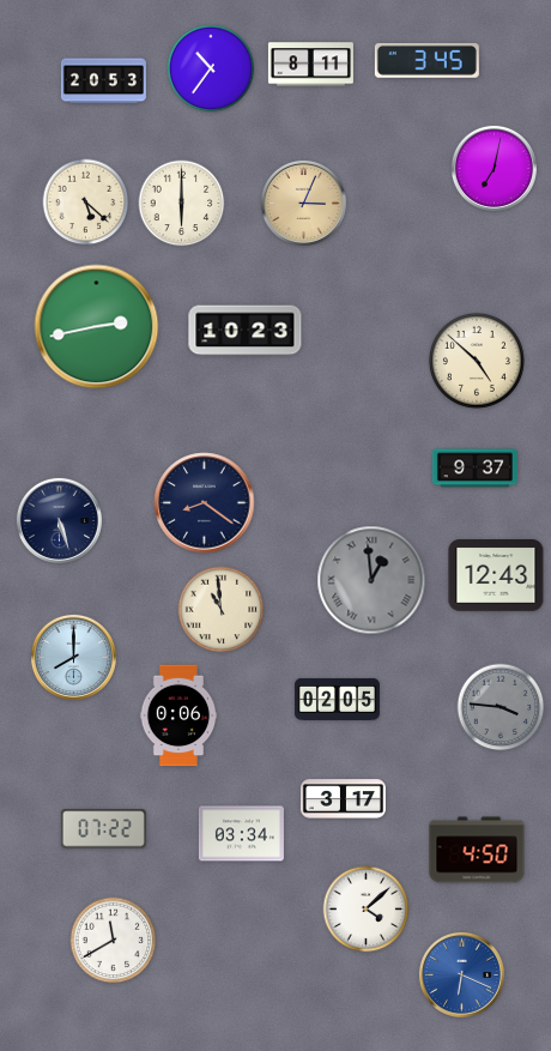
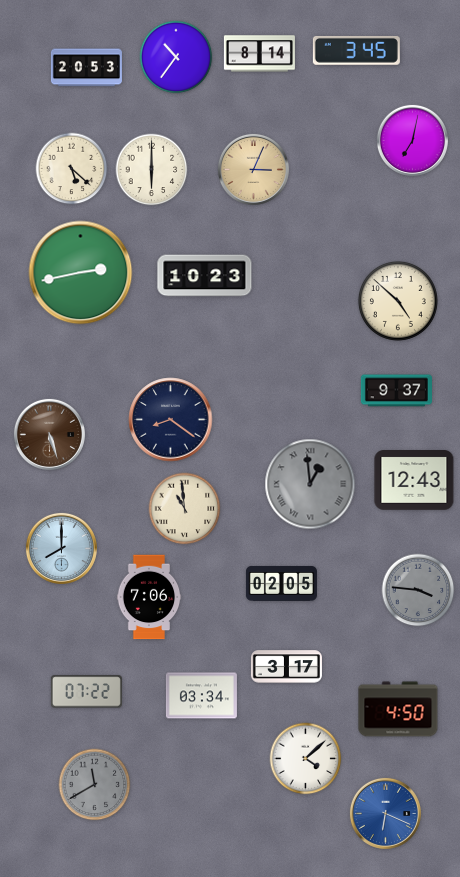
clock at (310, 65): 8:11 -> 8:14
clock at (59, 520) dial: navy -> brown
clock at (178, 715): 0:06 -> 7:06
clock at (114, 941) dial: white -> grey
